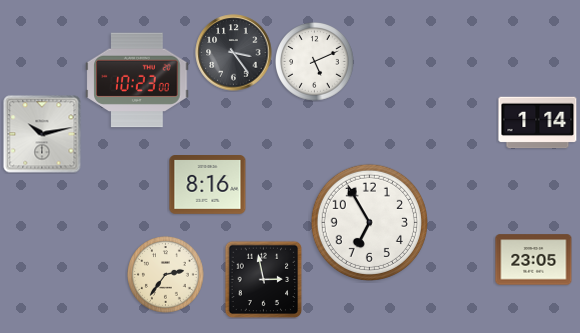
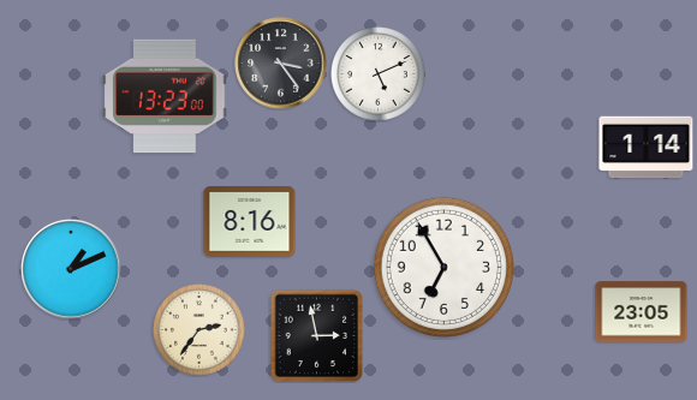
clock at (137, 80): 10:23 -> 13:23
clock at (42, 134): 10:13 -> none
clock at (71, 269): none -> 1:11
